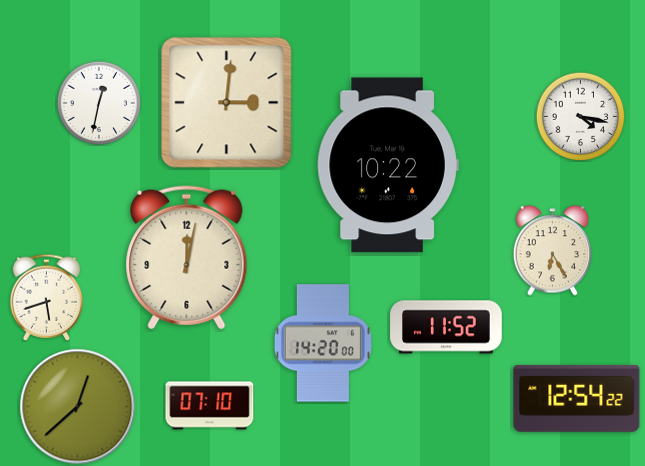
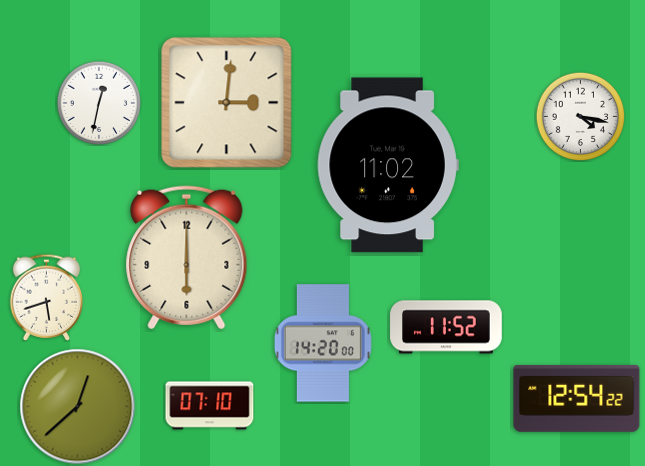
clock at (388, 165): 10:22 -> 11:02
clock at (553, 251): 6:25 -> none
clock at (187, 258): 12:02 -> 6:00
